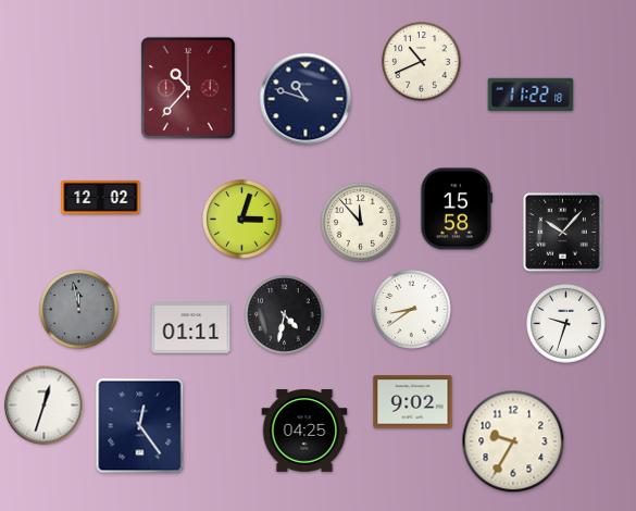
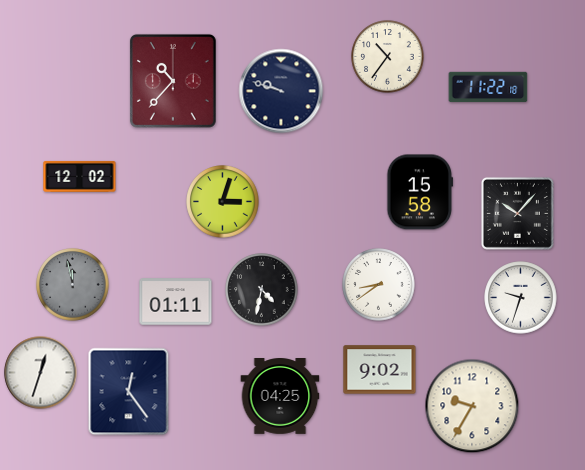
clock at (422, 62): 10:41 -> 10:36
clock at (305, 99): 10:48 -> 9:48
clock at (101, 197) position: (101, 197) -> (80, 176)
clock at (361, 223): 11:53 -> none
